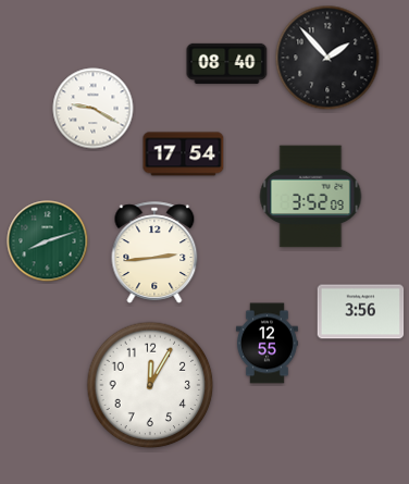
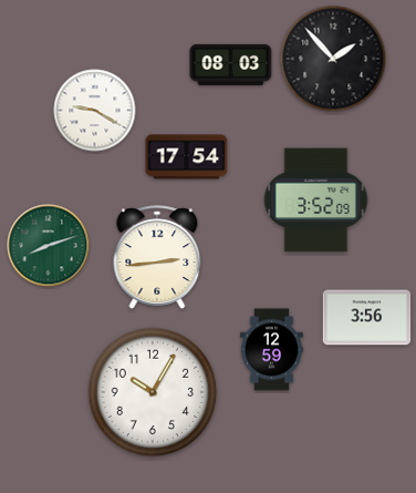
clock at (227, 63): 08:40 -> 08:03
clock at (267, 344): 12:55 -> 12:59
clock at (150, 385): 12:05 -> 10:05
